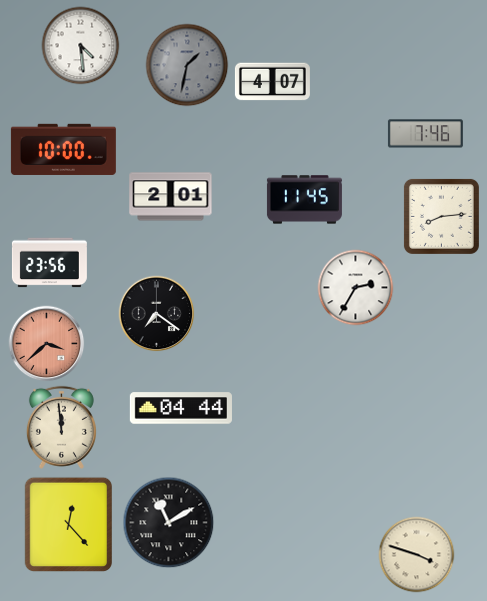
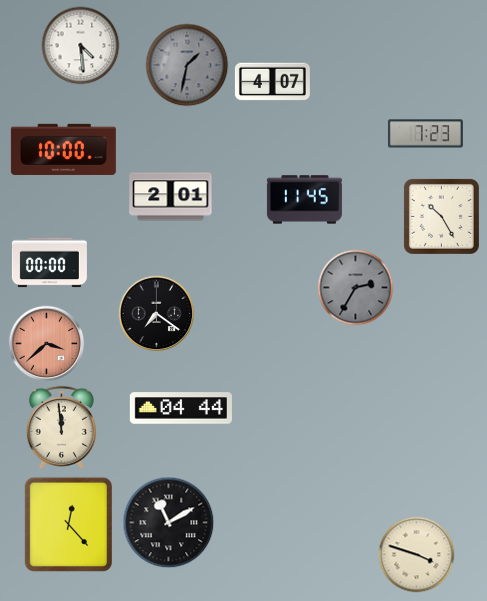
clock at (425, 134): 7:46 -> 7:23
clock at (441, 216): 8:14 -> 10:25
clock at (49, 263): 23:56 -> 00:00
clock at (356, 288) dial: white -> grey
